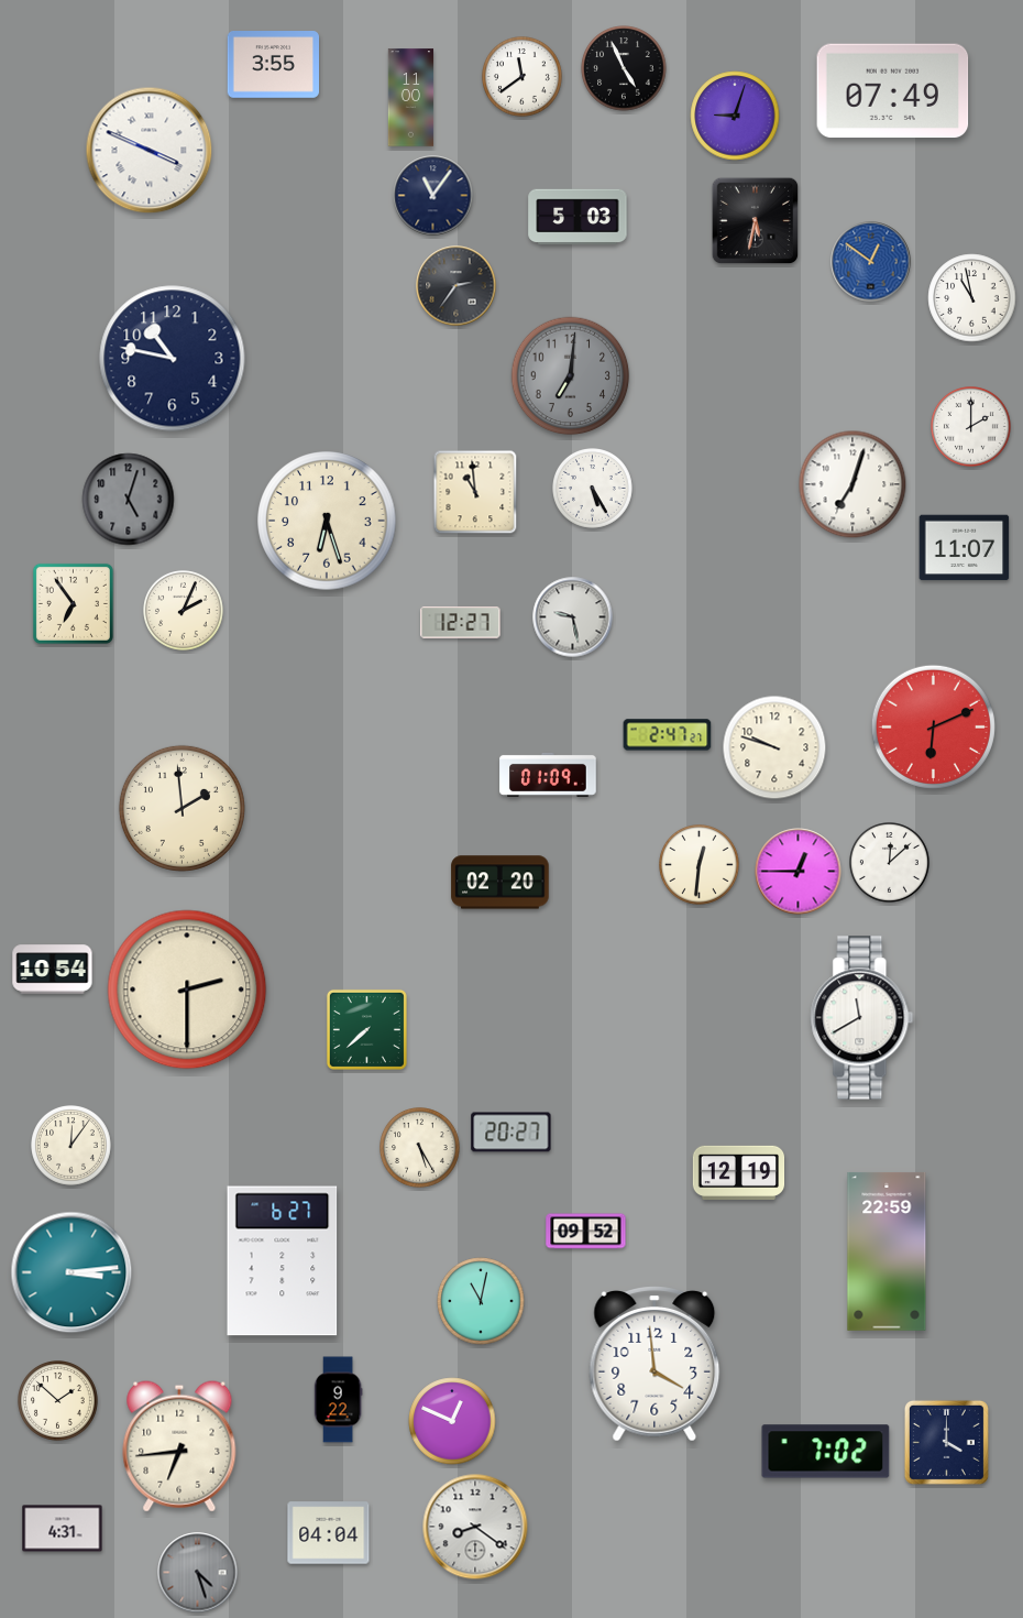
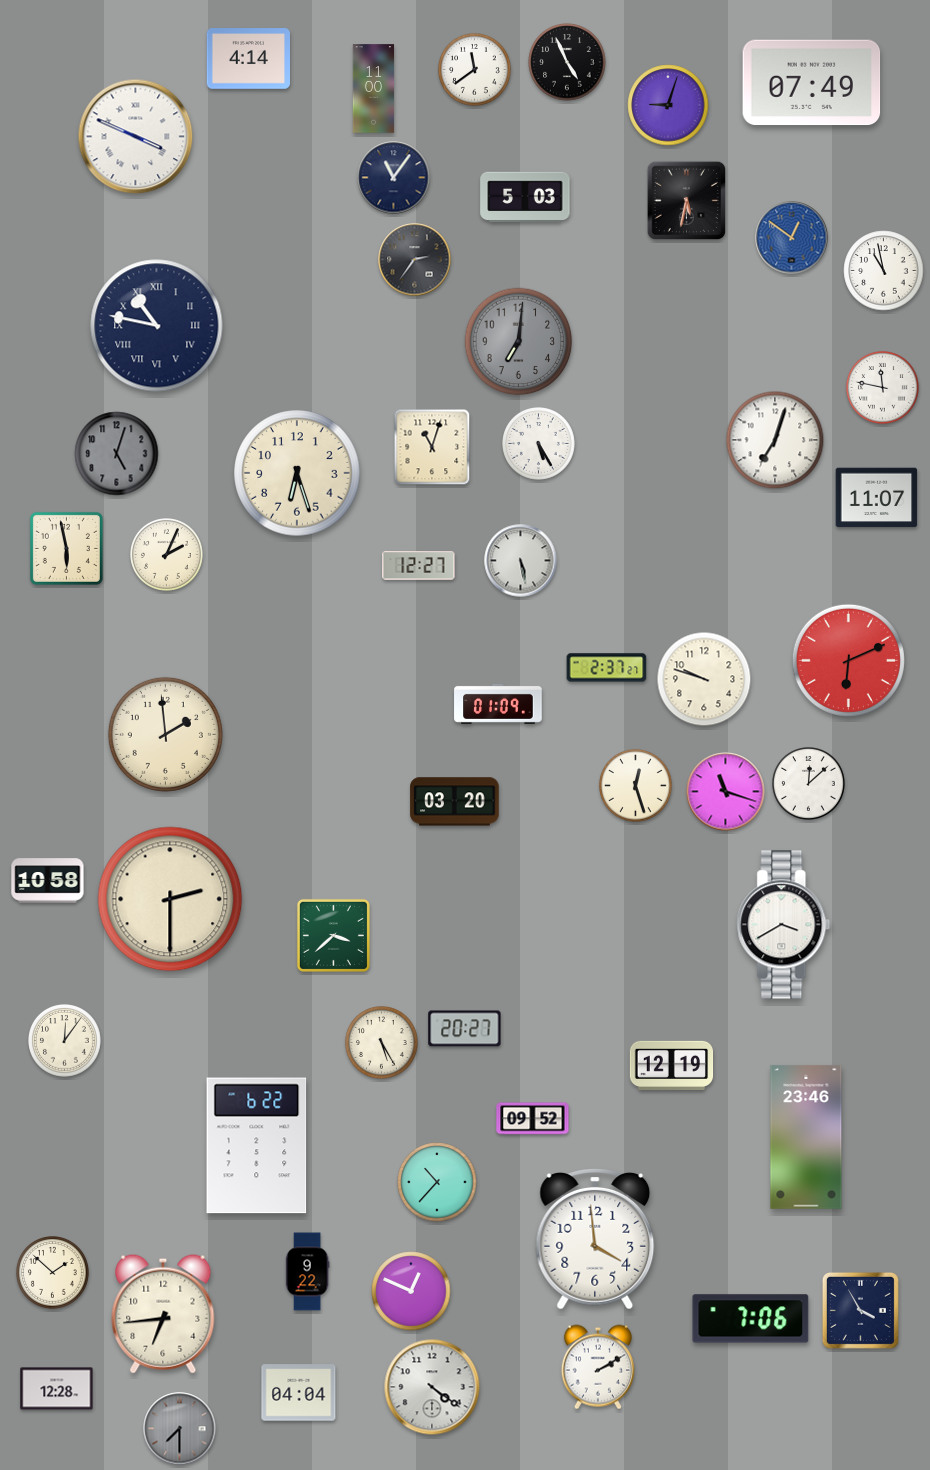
clock at (273, 65): 3:55 -> 4:14
clock at (173, 359) numerals: Arabic -> Roman
clock at (971, 427): 2:00 -> 11:47
clock at (475, 492): 10:59 -> 11:03
clock at (73, 603): 6:54 -> 5:58
clock at (573, 617): 9:28 -> 5:28
clock at (668, 735): 2:47 -> 2:37
clock at (700, 865): 12:31 -> 12:27
clock at (799, 872): 12:45 -> 11:18
clock at (501, 883): 02:20 -> 03:20
clock at (53, 970): 10:54 -> 10:58
clock at (862, 1018): 11:40 -> 3:40
clock at (366, 1029): 7:38 -> 3:38
clock at (887, 1251): 22:59 -> 23:46
clock at (283, 1261): 6:27 -> 6:22
clock at (71, 1272): 3:14 -> none
clock at (481, 1301): 11:02 -> 10:37
clock at (946, 1442): 4:00 -> 3:55
clock at (826, 1452): 7:02 -> 7:06
clock at (598, 1367): none -> 2:10
clock at (475, 1527): 8:21 -> 4:21
clock at (63, 1529): 4:31 -> 12:28
clock at (198, 1573): 4:27 -> 7:30
